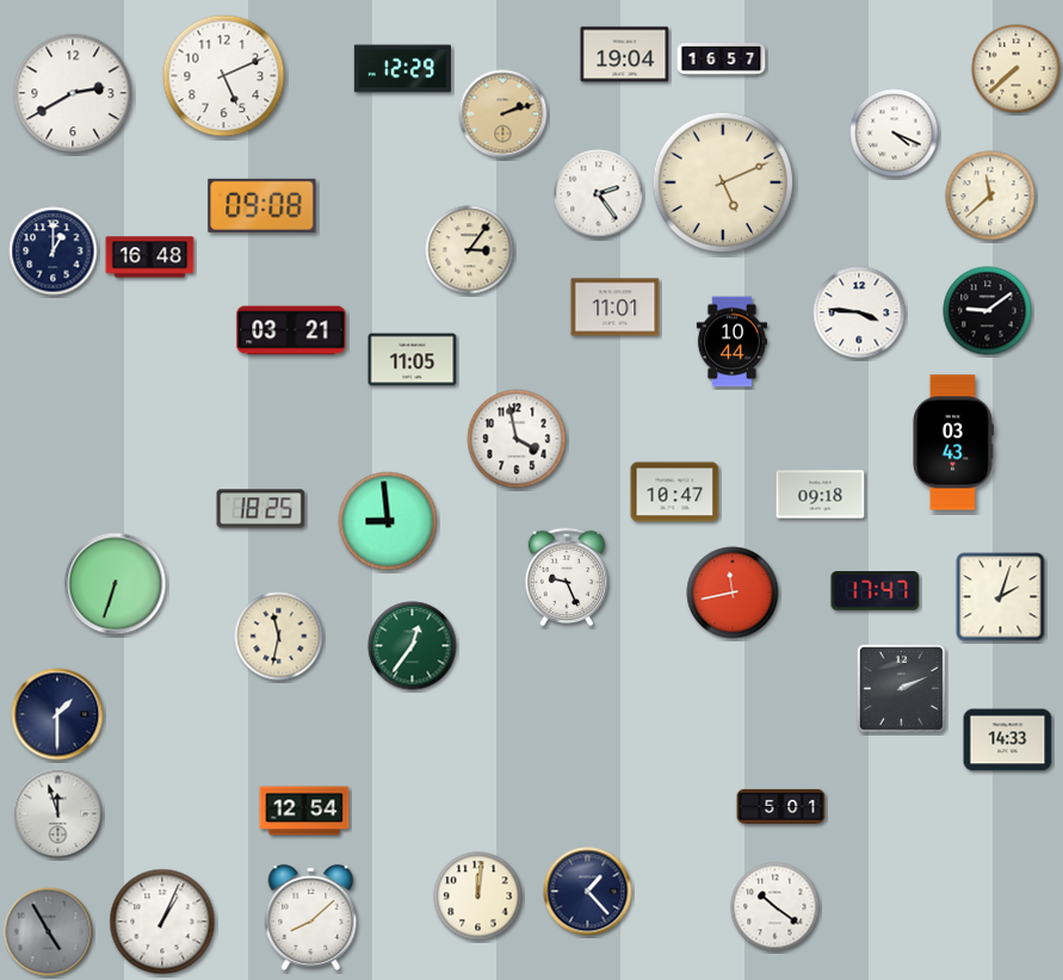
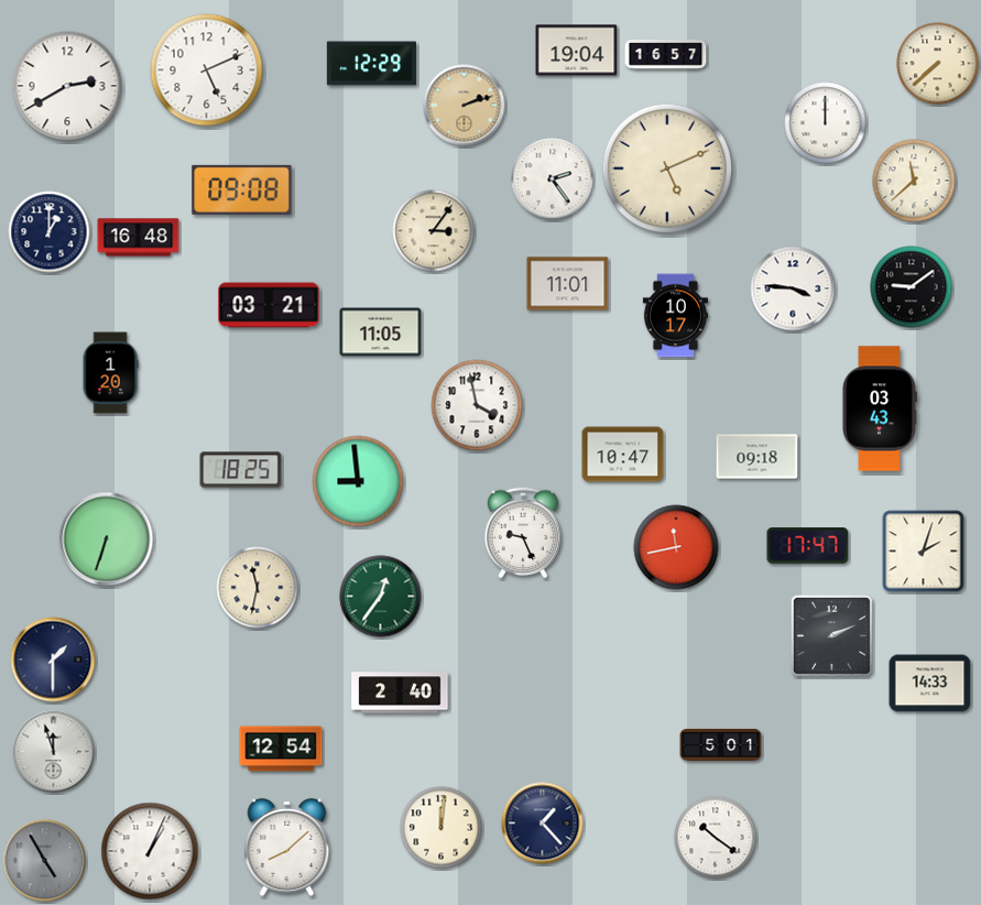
clock at (895, 134): 4:19 -> 12:00
clock at (731, 342): 10:44 -> 10:17
clock at (110, 373): none -> 1:20
clock at (400, 693): none -> 2:40
